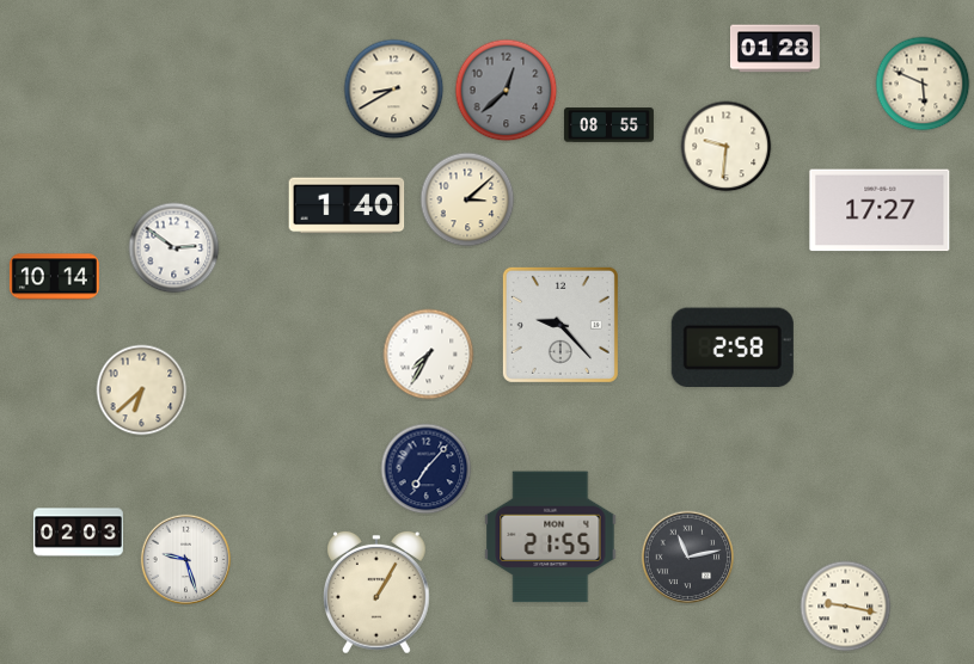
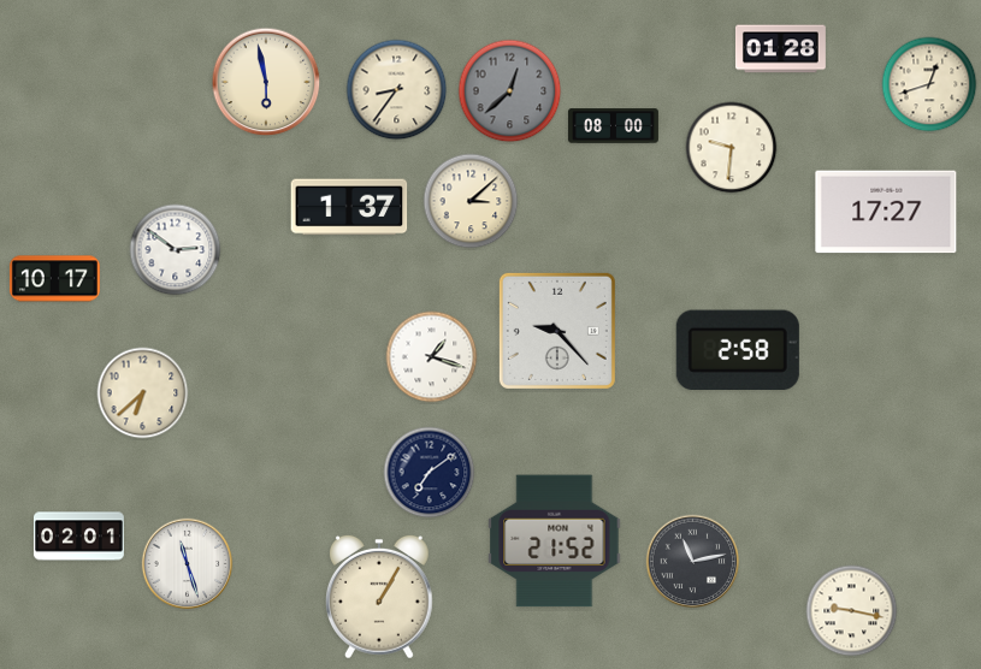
clock at (266, 82): none -> 5:58
clock at (923, 84): 5:49 -> 12:42
clock at (394, 90): 8:40 -> 8:36
clock at (608, 125): 08:55 -> 08:00
clock at (347, 205): 1:40 -> 1:37
clock at (54, 277): 10:14 -> 10:17
clock at (560, 325) position: (560, 325) -> (557, 331)
clock at (429, 355): 7:35 -> 1:18
clock at (427, 469): 7:07 -> 7:09
clock at (78, 533): 02:03 -> 02:01
clock at (551, 537): 21:55 -> 21:52
clock at (186, 560): 9:27 -> 11:27
